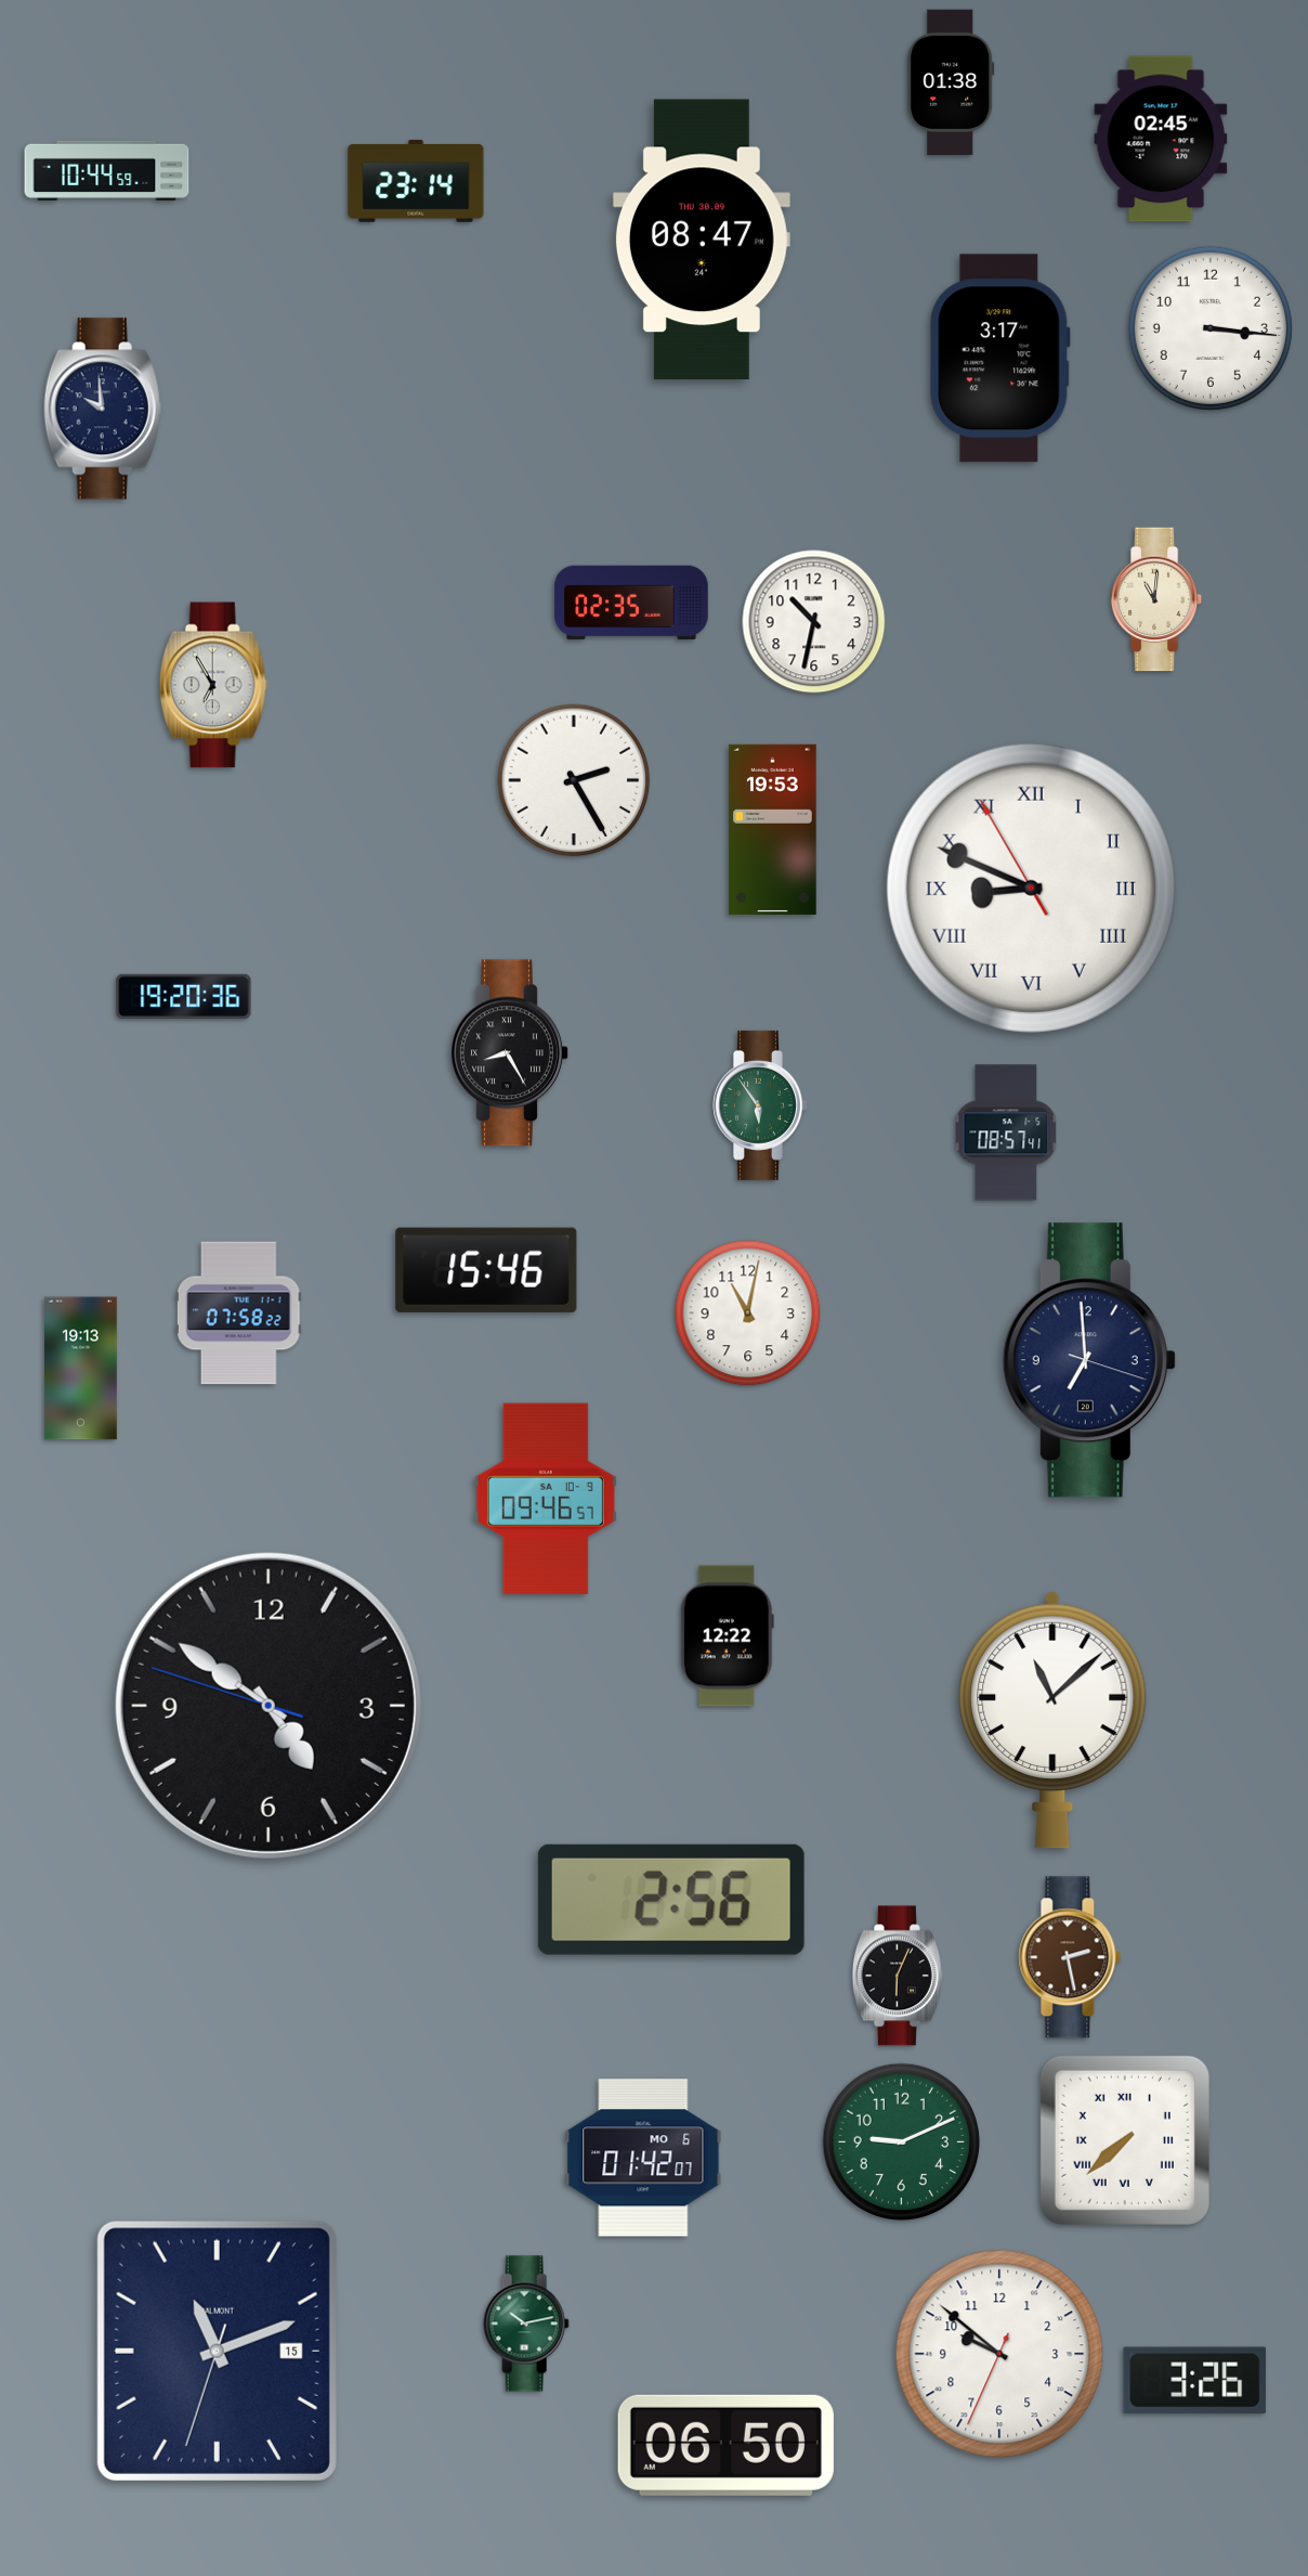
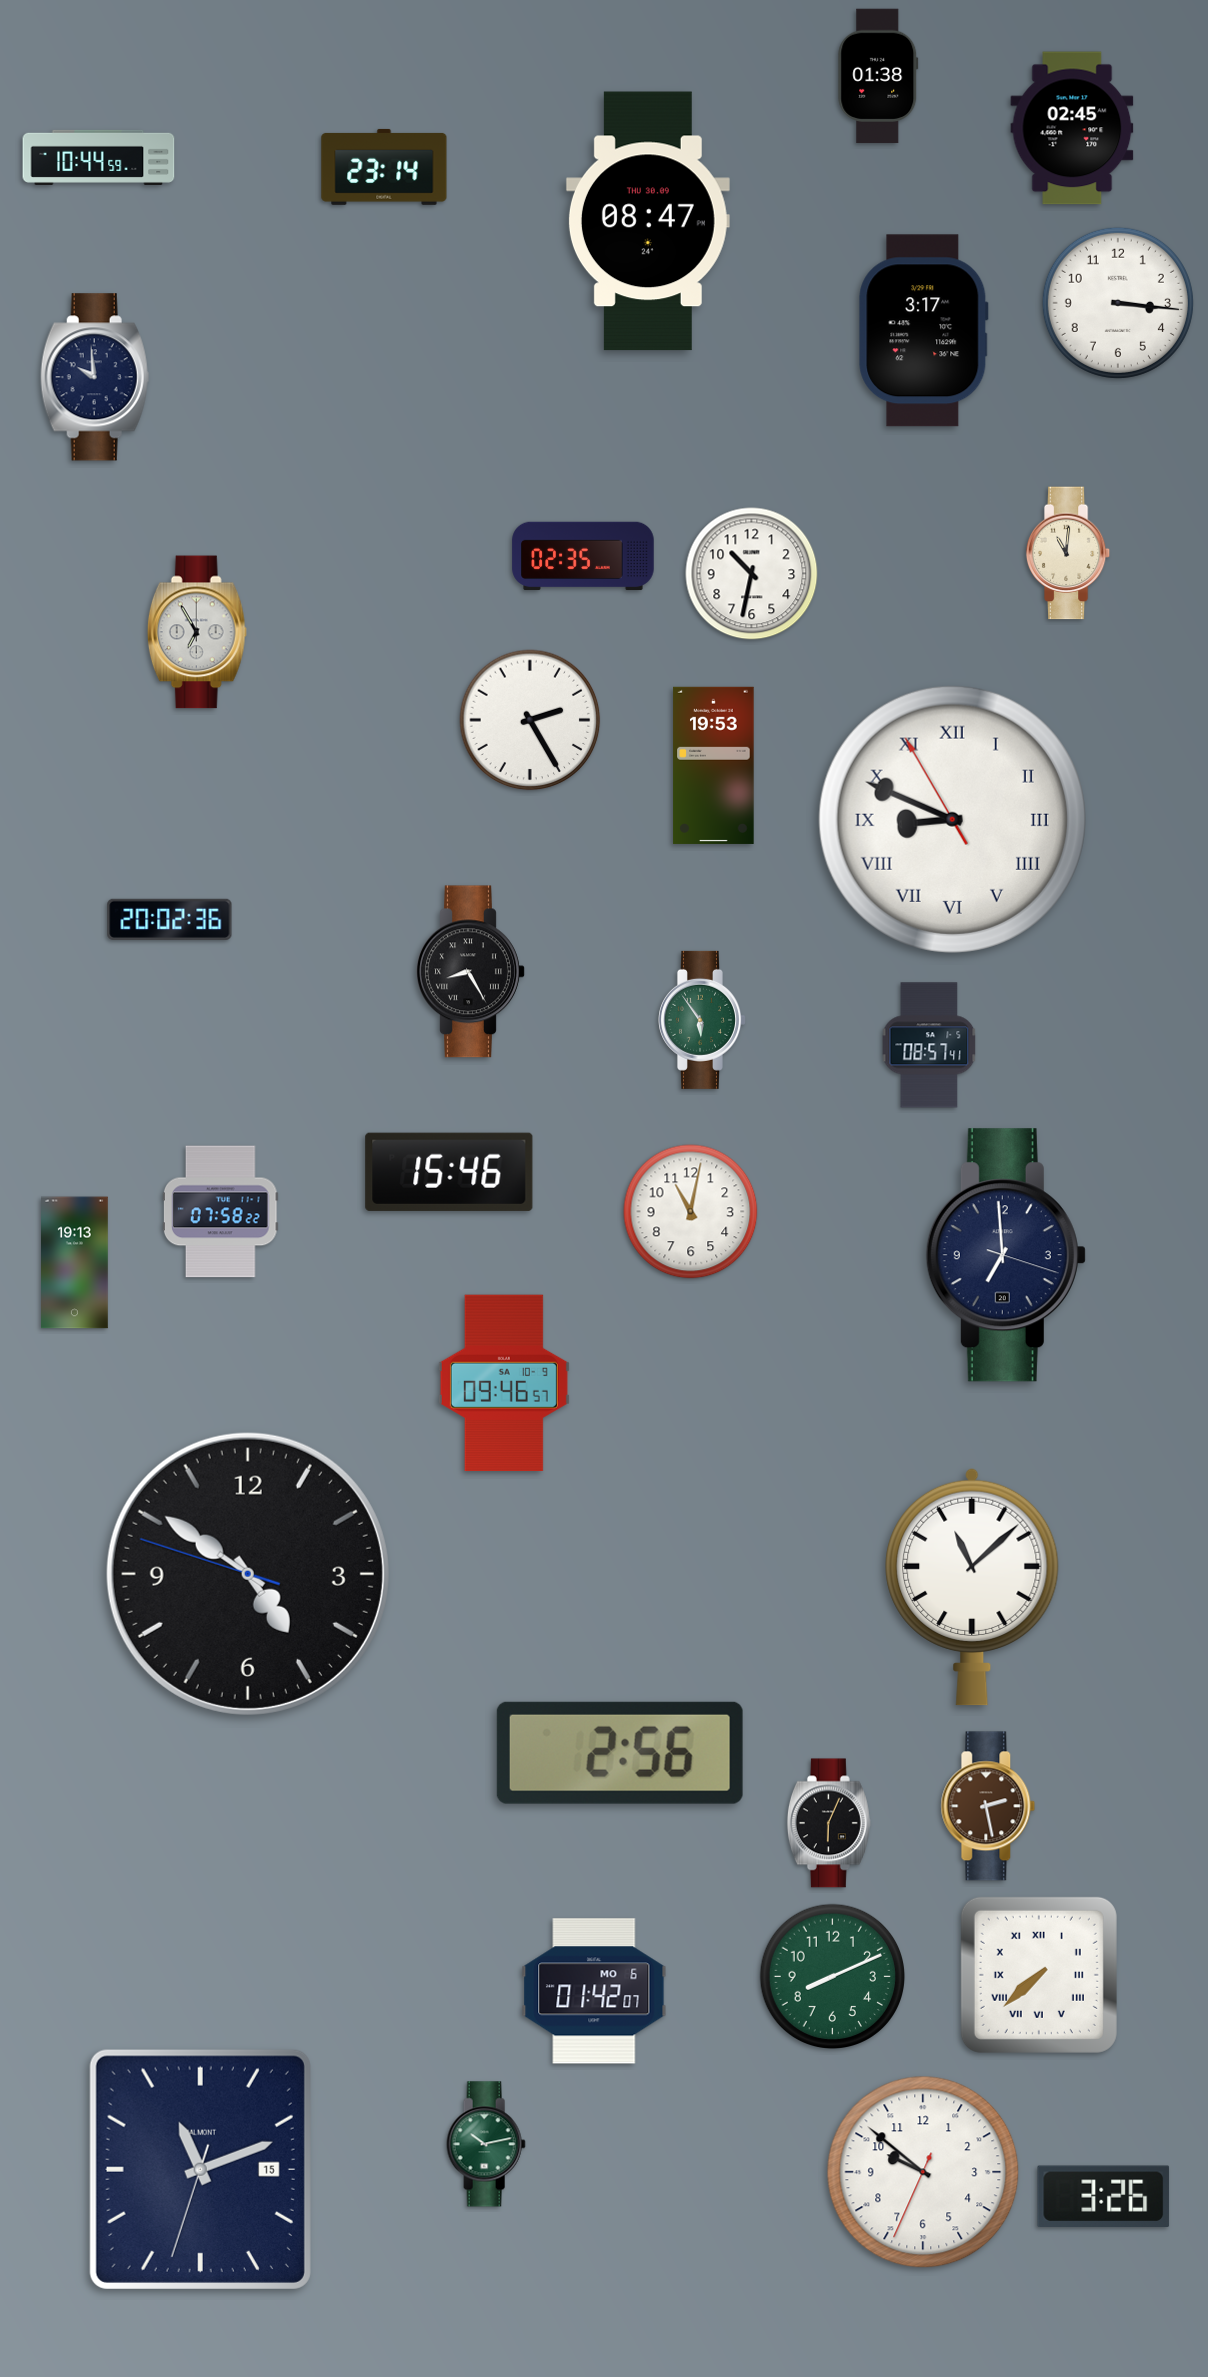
clock at (184, 996): 19:20 -> 20:02
clock at (727, 1636): 12:22 -> none
clock at (902, 2143): 9:11 -> 8:11
clock at (725, 2445): 06:50 -> none
